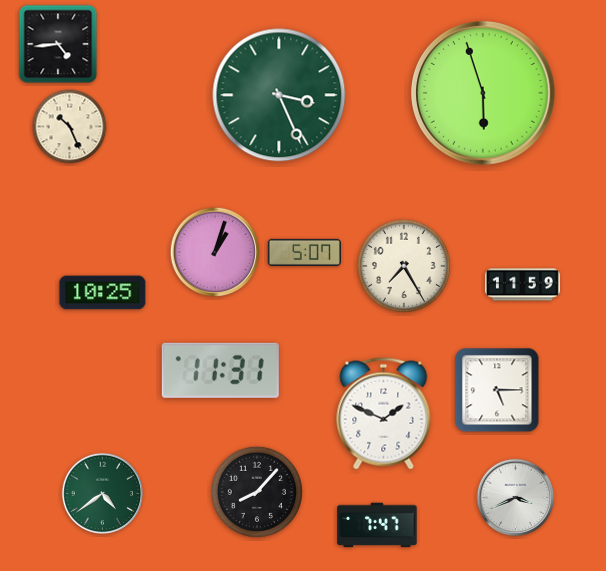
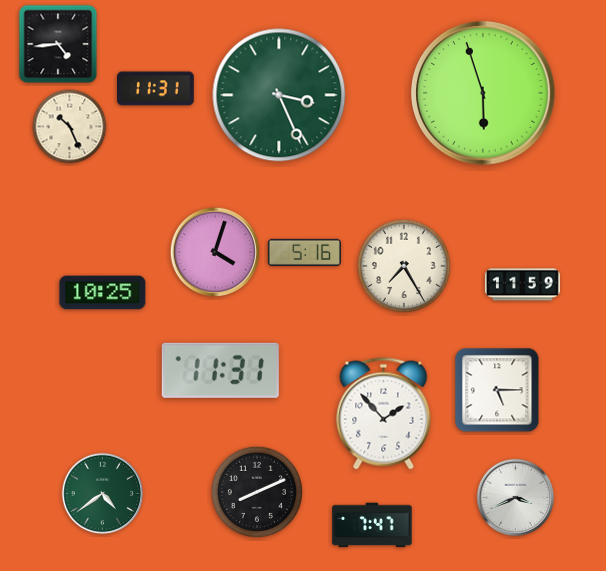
clock at (156, 89): none -> 11:31
clock at (214, 251): 1:03 -> 4:03
clock at (304, 252): 5:07 -> 5:16
clock at (384, 414): 1:49 -> 1:53
clock at (257, 492): 8:07 -> 8:11
clock at (377, 525) position: (377, 525) -> (372, 525)
